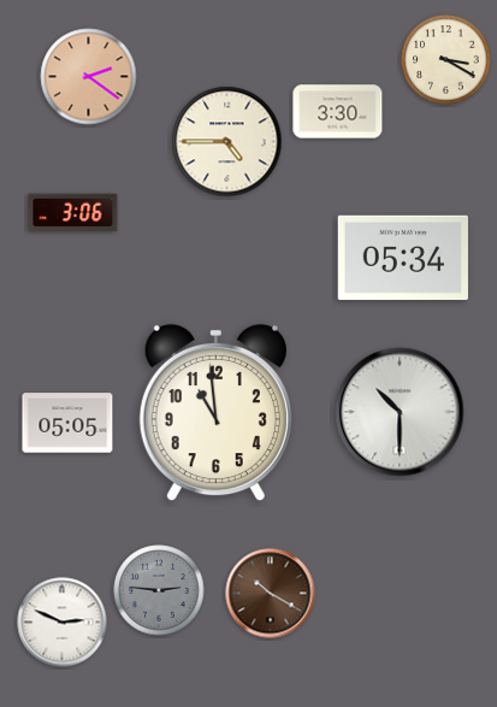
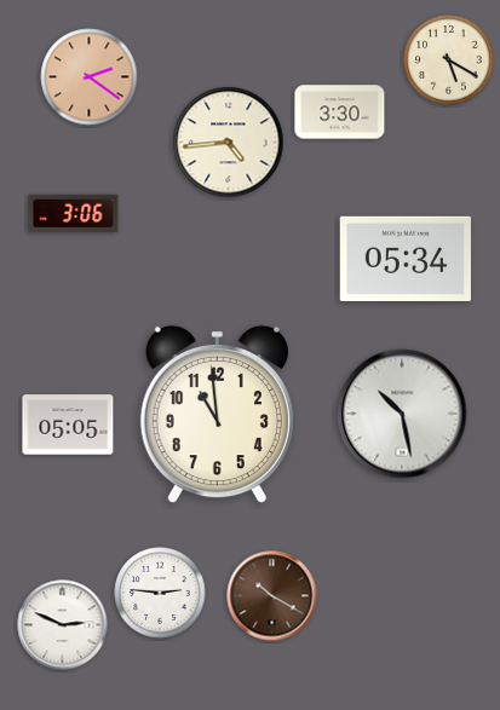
clock at (446, 60): 3:20 -> 5:20
clock at (227, 142): 4:45 -> 4:44
clock at (400, 412): 10:30 -> 10:28
clock at (159, 590) dial: grey -> white
